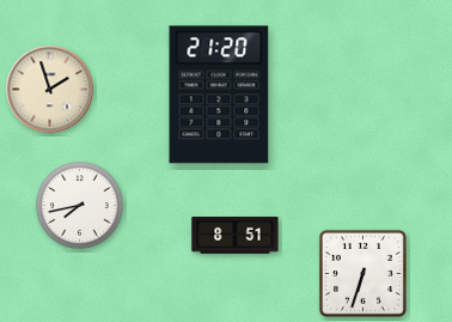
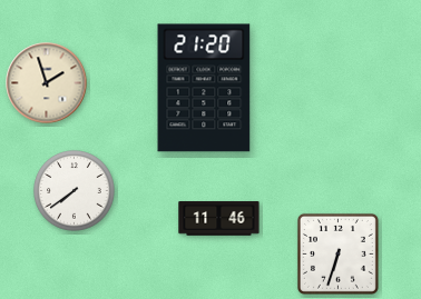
clock at (80, 206): 7:43 -> 7:39
clock at (236, 236): 8:51 -> 11:46
